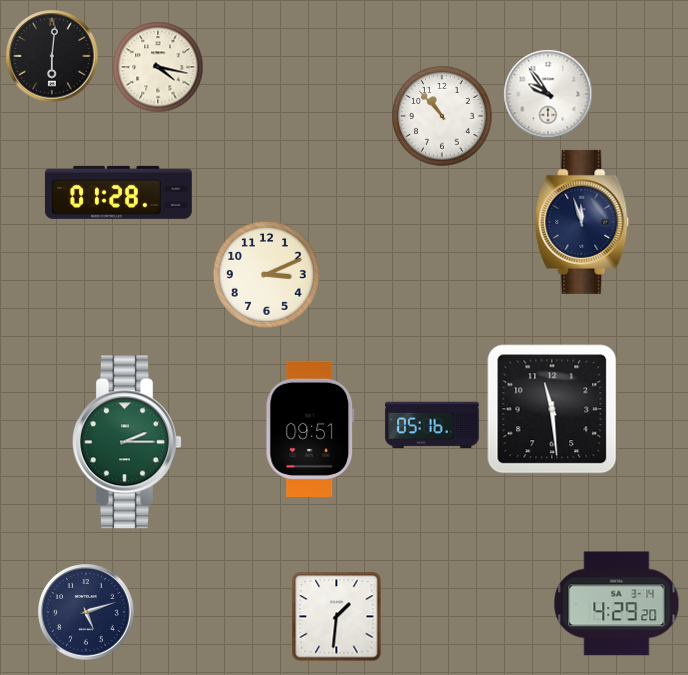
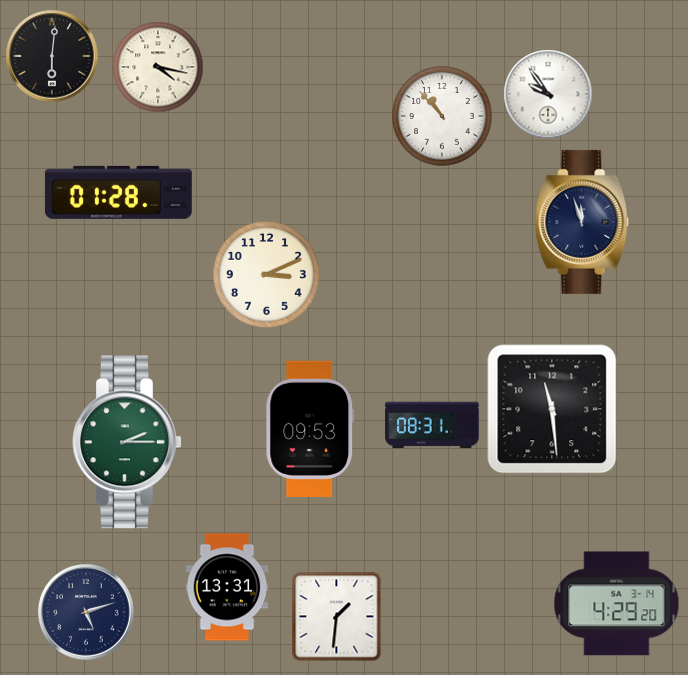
clock at (432, 425): 05:16 -> 08:31
clock at (310, 429): 09:51 -> 09:53
clock at (227, 587): none -> 13:31
